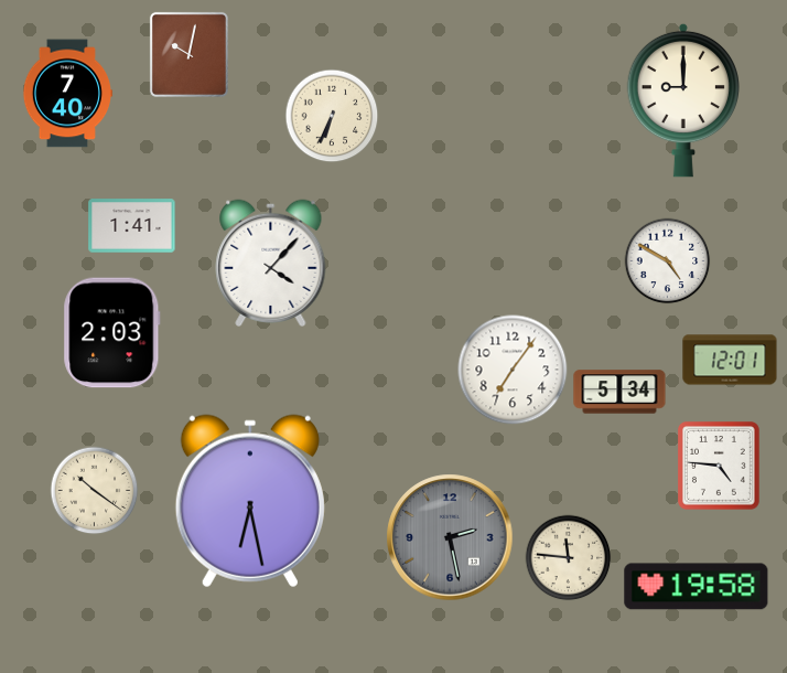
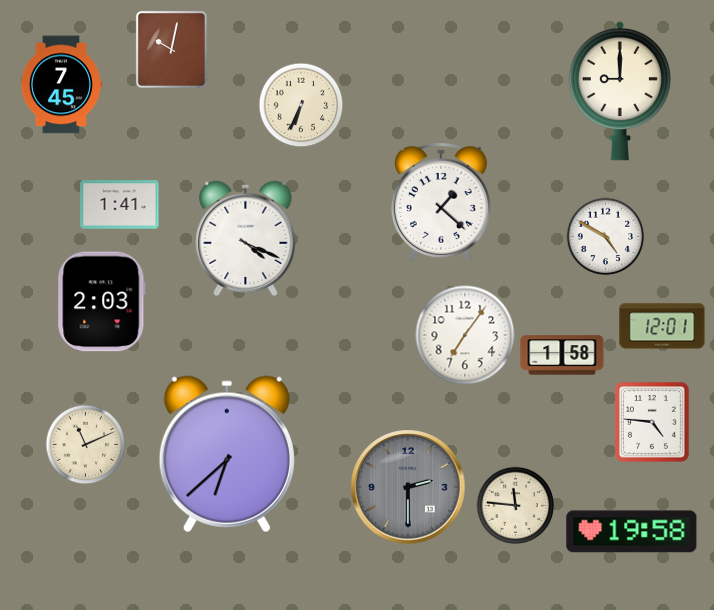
clock at (66, 94): 7:40 -> 7:45
clock at (441, 202): none -> 1:22
clock at (271, 263): 4:07 -> 4:19
clock at (619, 392): 5:34 -> 1:58
clock at (94, 490): 10:21 -> 11:11
clock at (250, 501): 6:28 -> 6:38
clock at (450, 537): 2:28 -> 2:30
